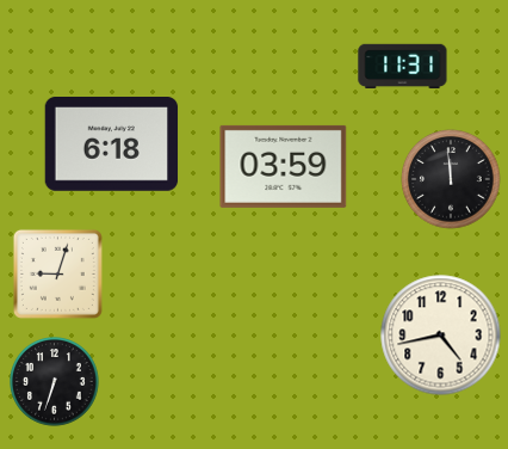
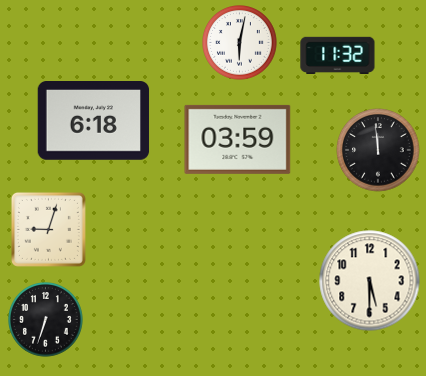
clock at (240, 43): none -> 6:02
clock at (403, 66): 11:31 -> 11:32
clock at (441, 336): 4:43 -> 5:30
